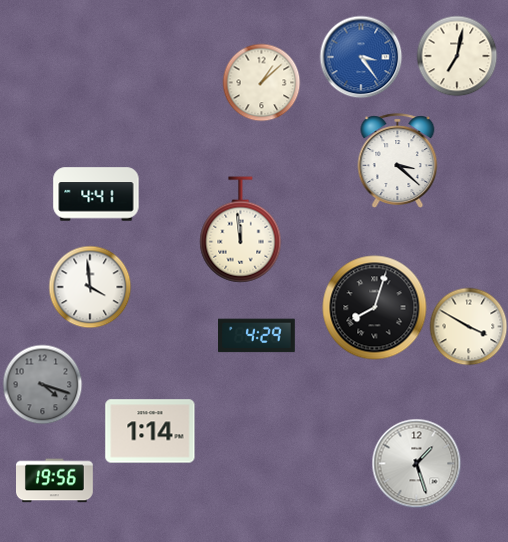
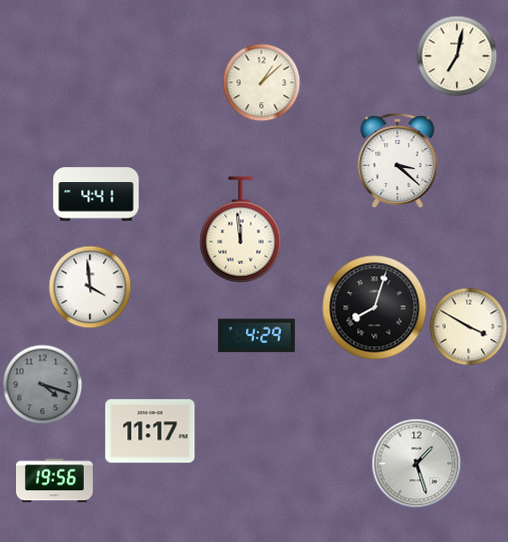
clock at (361, 57): 3:24 -> none
clock at (150, 431): 1:14 -> 11:17
